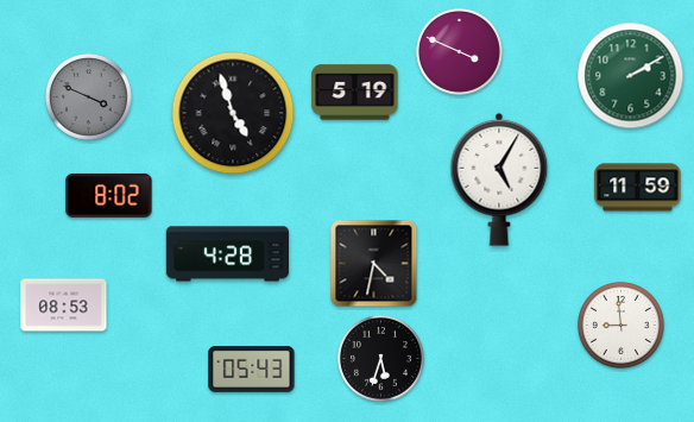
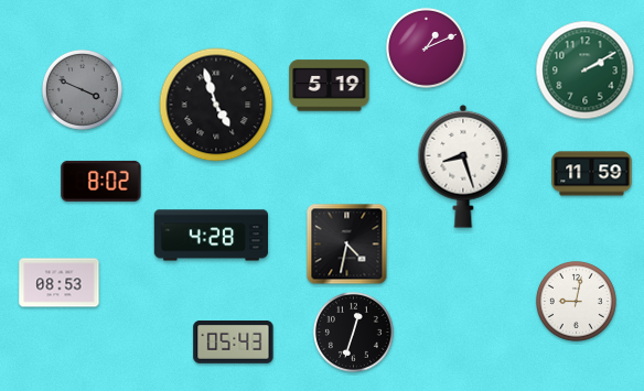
clock at (459, 51): 3:49 -> 1:11
clock at (499, 179): 5:05 -> 8:27
clock at (620, 325): 8:59 -> 9:02
clock at (380, 358): 5:33 -> 12:33
